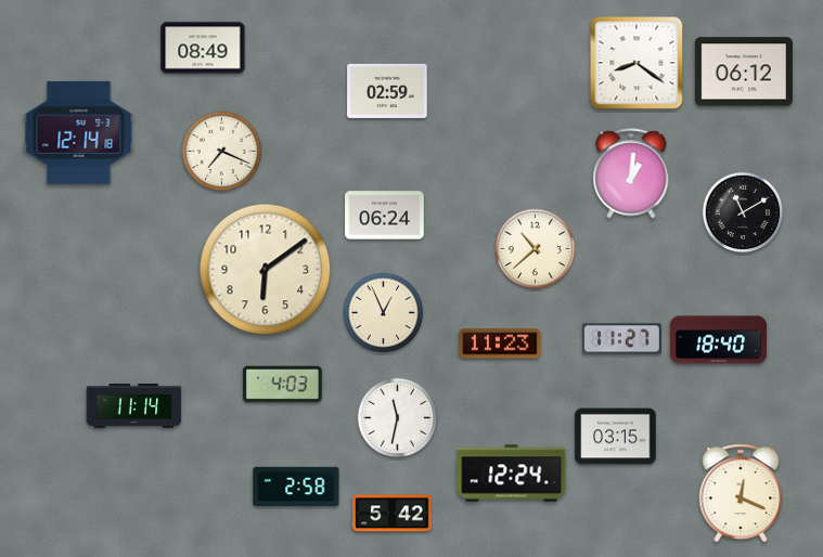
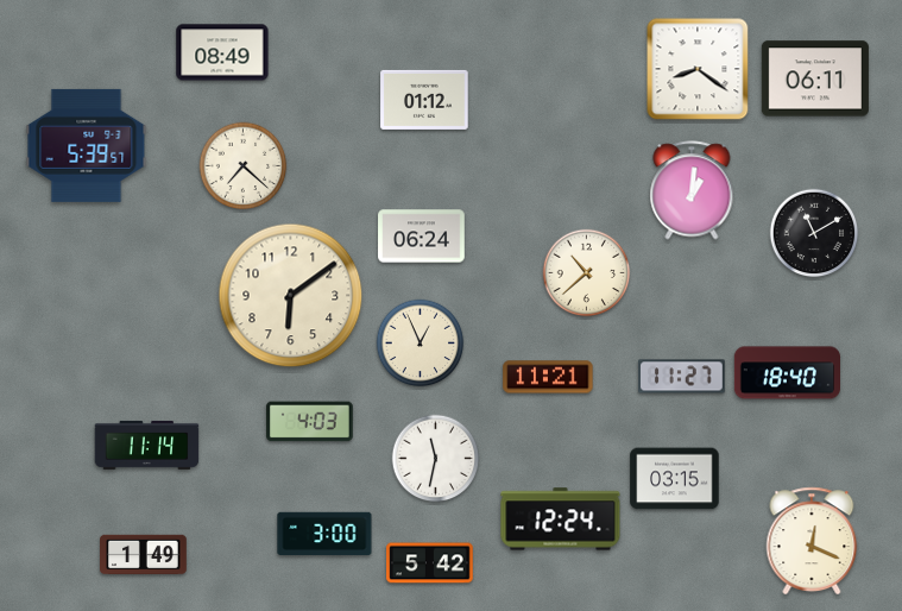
clock at (744, 72): 06:12 -> 06:11
clock at (387, 91): 02:59 -> 01:12
clock at (79, 132): 12:14 -> 5:39
clock at (222, 152): 7:19 -> 7:22
clock at (622, 339) position: (622, 339) -> (682, 377)
clock at (500, 344): 11:23 -> 11:21
clock at (296, 487): 2:58 -> 3:00
clock at (144, 555): none -> 1:49
